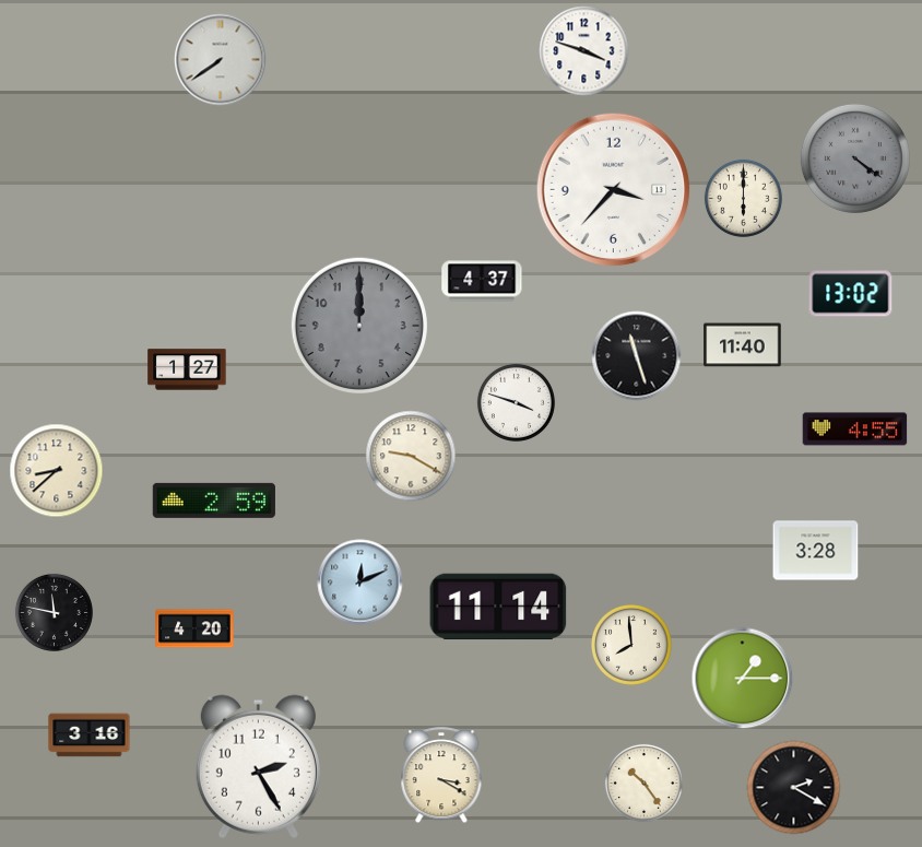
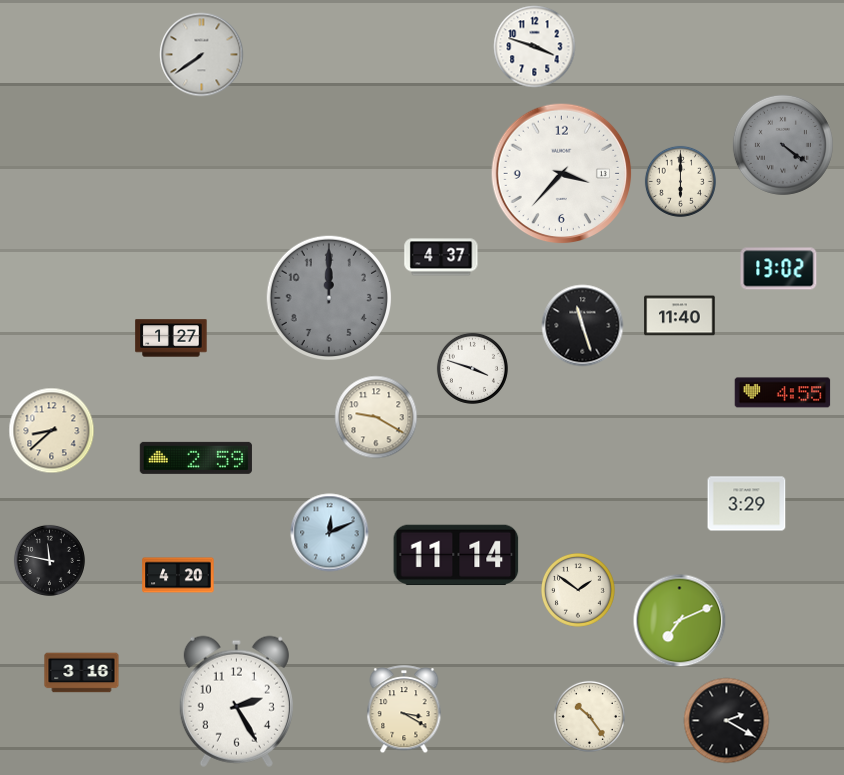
clock at (816, 551): 3:28 -> 3:29
clock at (633, 646): 7:59 -> 1:51
clock at (743, 679): 1:15 -> 7:11
